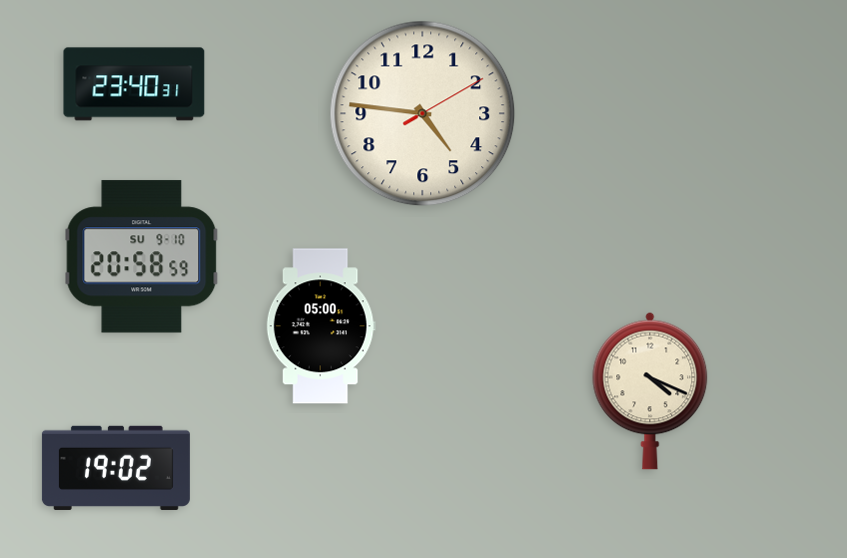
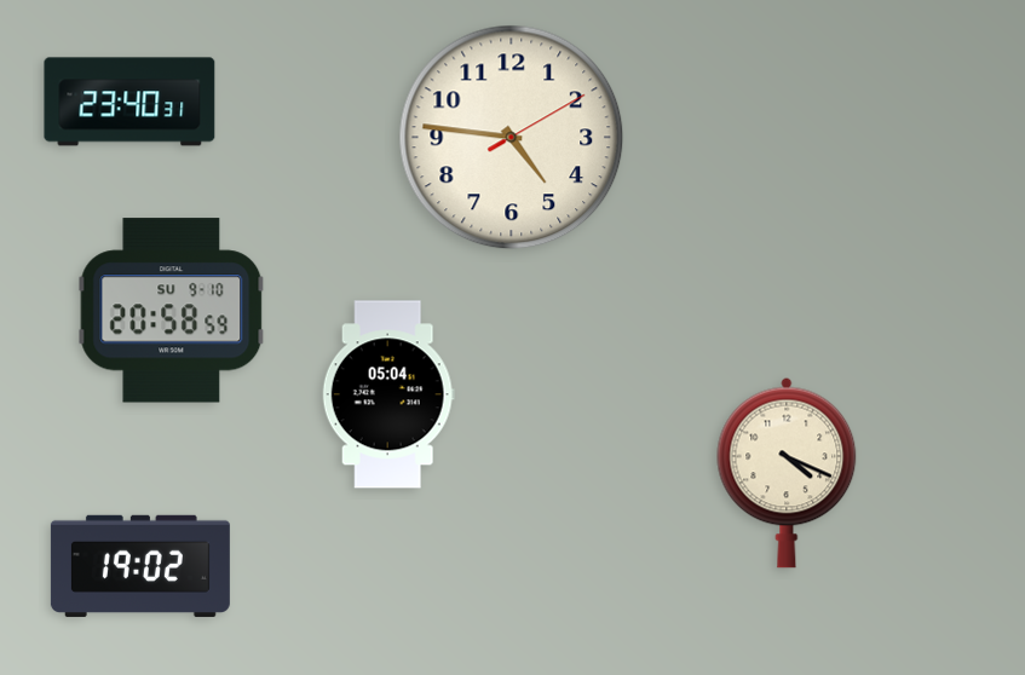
clock at (134, 84) position: (134, 84) -> (129, 102)
clock at (321, 326): 05:00 -> 05:04
